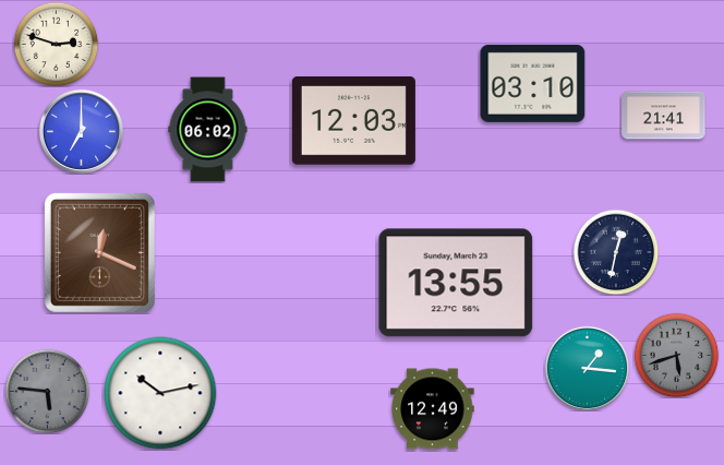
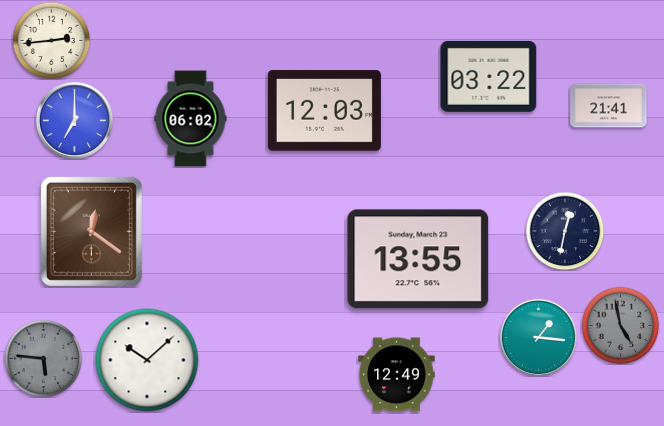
clock at (56, 44): 2:48 -> 2:44
clock at (533, 83): 03:10 -> 03:22
clock at (99, 252): 12:19 -> 12:21
clock at (676, 355): 5:42 -> 4:58
clock at (160, 393): 10:13 -> 10:08
